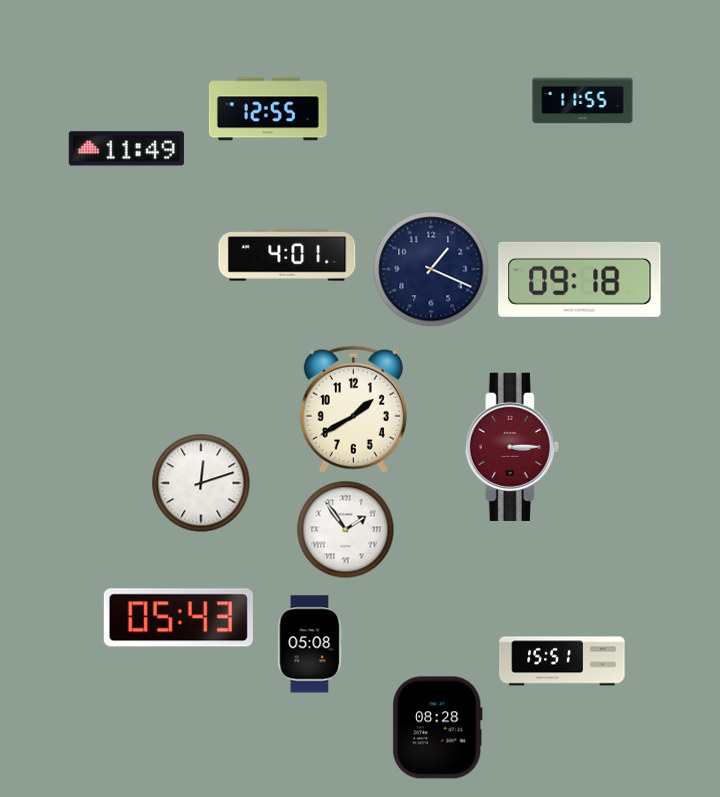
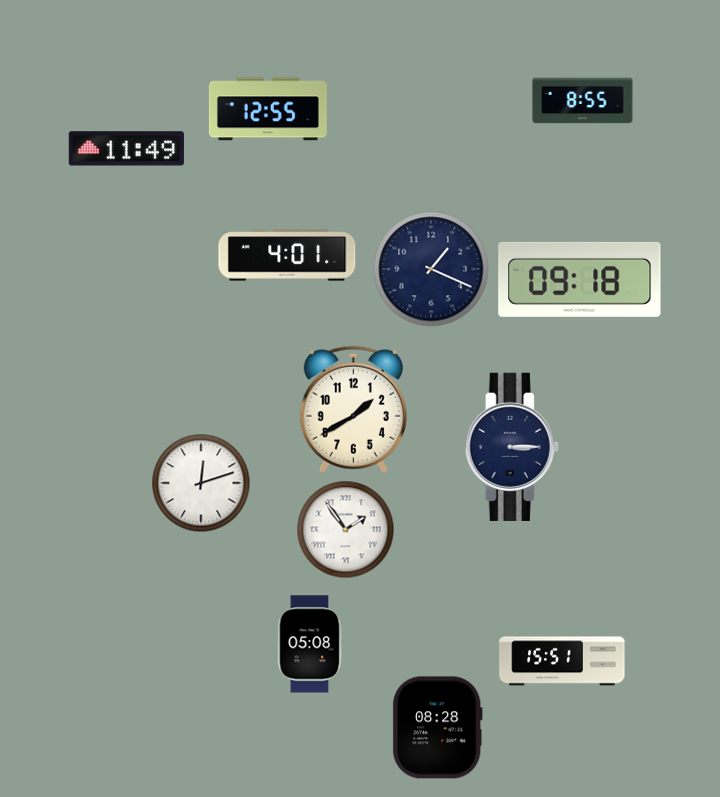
clock at (583, 101): 11:55 -> 8:55
clock at (512, 447) dial: burgundy -> navy
clock at (178, 618): 05:43 -> none
